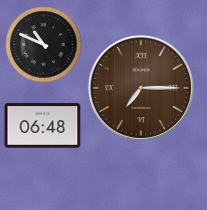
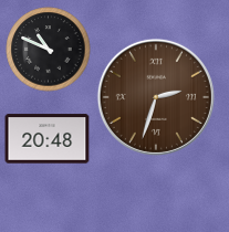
clock at (141, 88): 7:15 -> 2:33
clock at (43, 126): 06:48 -> 20:48
